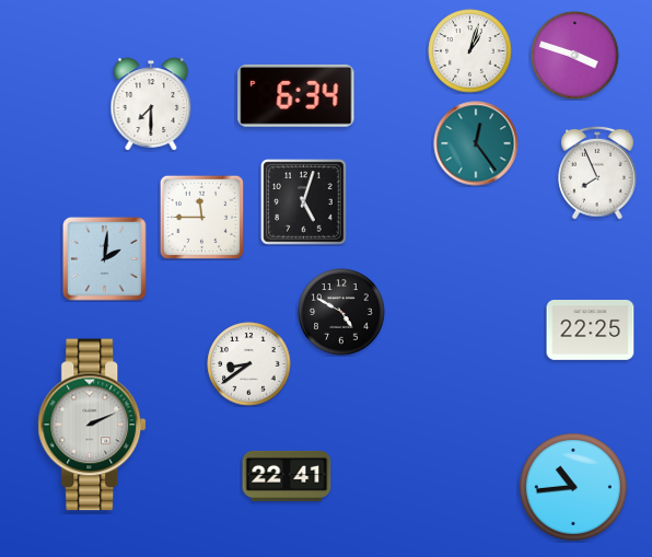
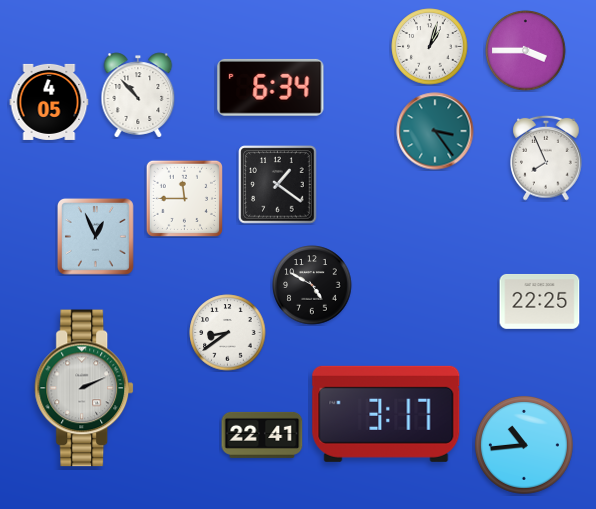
clock at (575, 56): 3:48 -> 3:45
clock at (151, 104): 7:30 -> 10:53
clock at (49, 102): none -> 4:05
clock at (476, 143): 12:24 -> 3:24
clock at (304, 202): 5:03 -> 1:21
clock at (104, 258): 2:01 -> 12:56
clock at (386, 414): none -> 3:17
